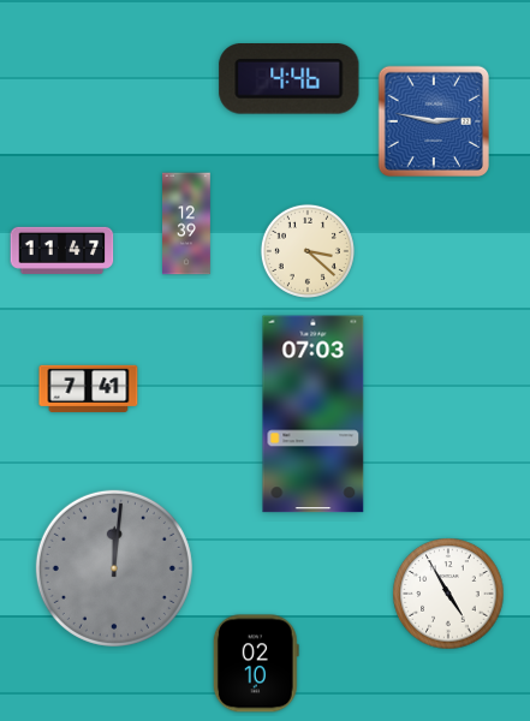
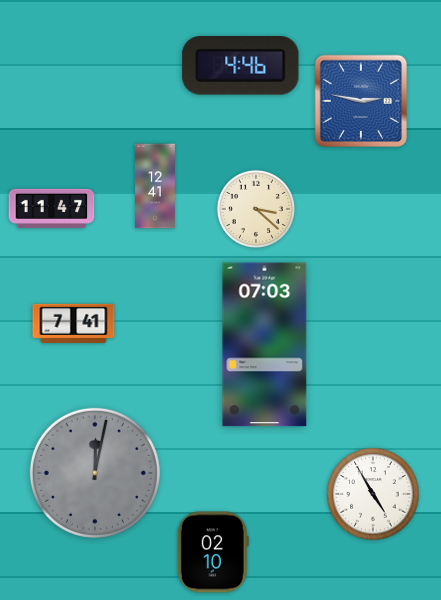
clock at (187, 224): 12:39 -> 12:41
clock at (314, 415) position: (314, 415) -> (265, 345)
clock at (114, 568): 12:01 -> 12:02
